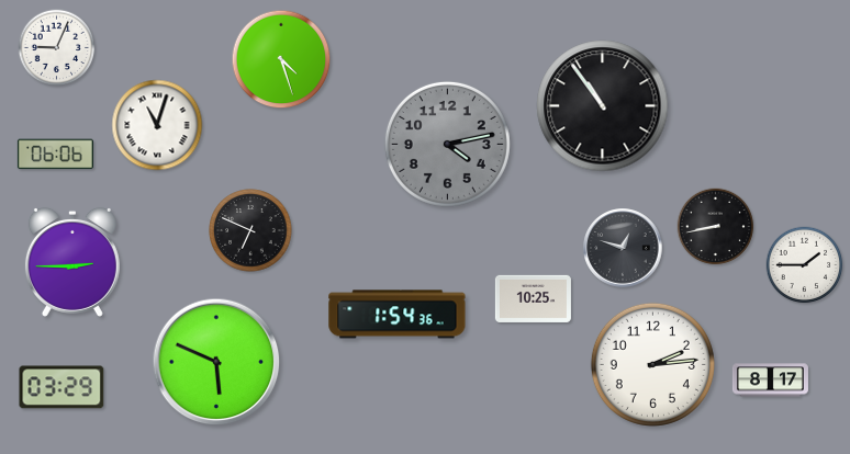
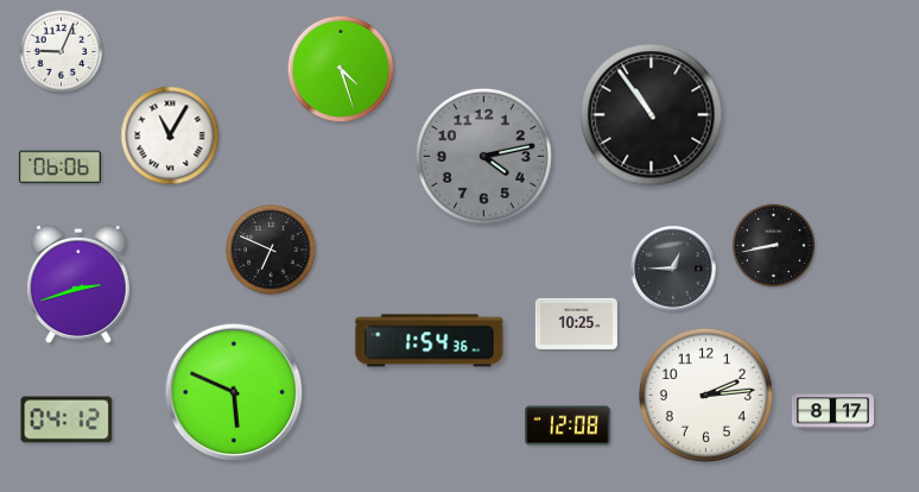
clock at (281, 59) position: (281, 59) -> (341, 69)
clock at (157, 125): 11:03 -> 11:05
clock at (623, 248): 12:48 -> 12:45
clock at (72, 262): 2:45 -> 2:42
clock at (805, 265): 1:45 -> none
clock at (61, 387): 03:29 -> 04:12
clock at (568, 425): none -> 12:08
